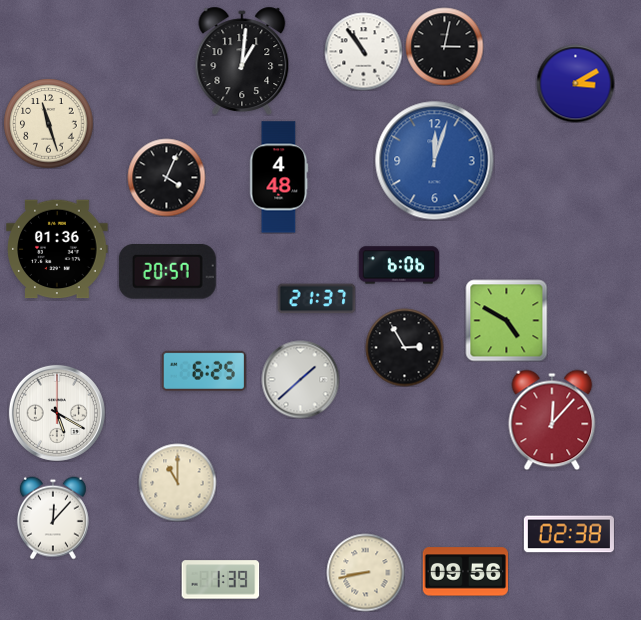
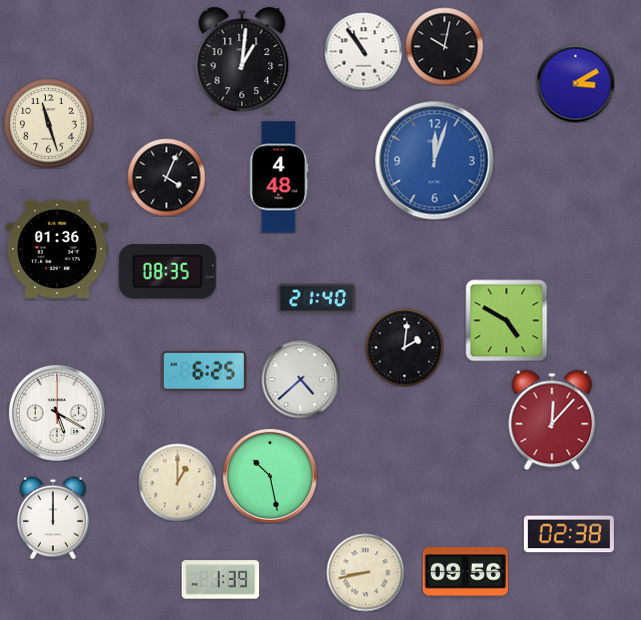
clock at (444, 46): 3:02 -> 10:02
clock at (399, 265): 6:06 -> none
clock at (167, 272): 20:57 -> 08:35
clock at (316, 299): 21:37 -> 21:40
clock at (404, 347): 2:55 -> 2:01
clock at (300, 379): 1:38 -> 4:38
clock at (270, 476): none -> 10:28
clock at (177, 482): 11:00 -> 1:00
clock at (53, 518): 12:07 -> 12:00
